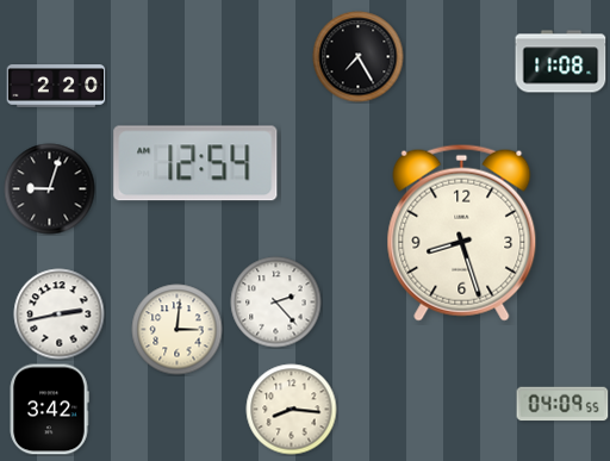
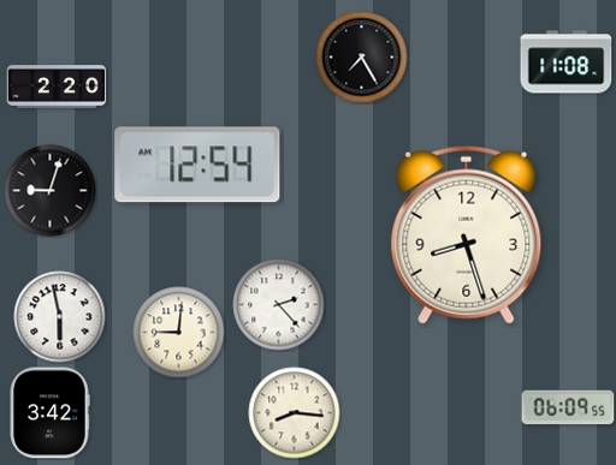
clock at (60, 314): 2:43 -> 5:58
clock at (178, 330): 3:01 -> 9:01
clock at (562, 404): 04:09 -> 06:09
